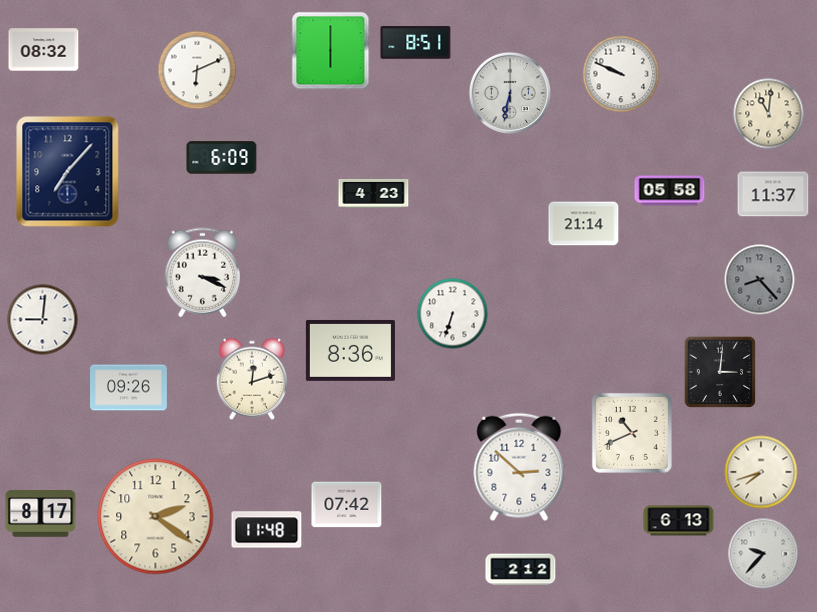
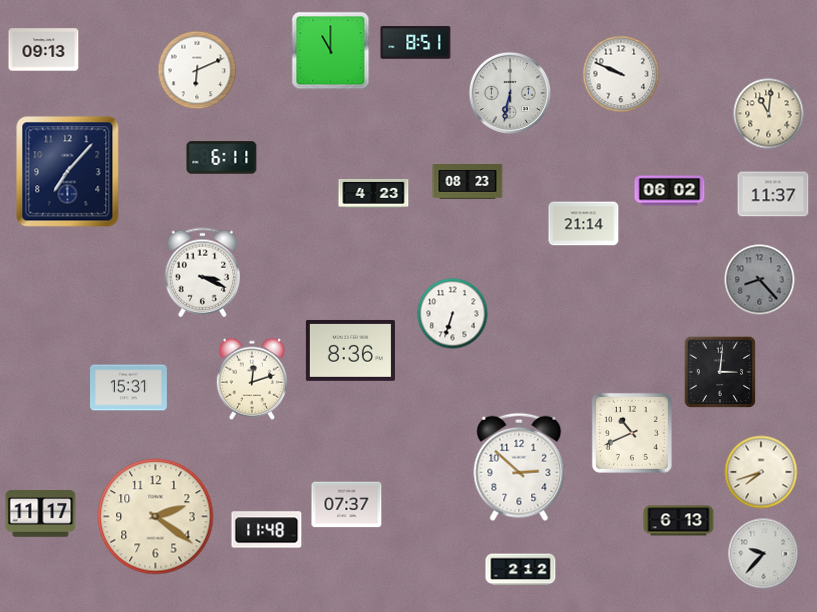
clock at (44, 50): 08:32 -> 09:13
clock at (331, 51): 6:00 -> 11:00
clock at (222, 158): 6:09 -> 6:11
clock at (468, 182): none -> 08:23
clock at (670, 191): 05:58 -> 06:02
clock at (43, 320): 9:01 -> none
clock at (129, 388): 09:26 -> 15:31
clock at (347, 505): 07:42 -> 07:37
clock at (41, 514): 8:17 -> 11:17
